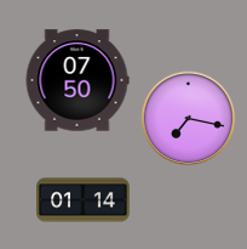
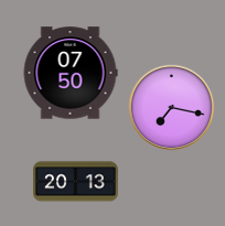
clock at (84, 200): 01:14 -> 20:13
